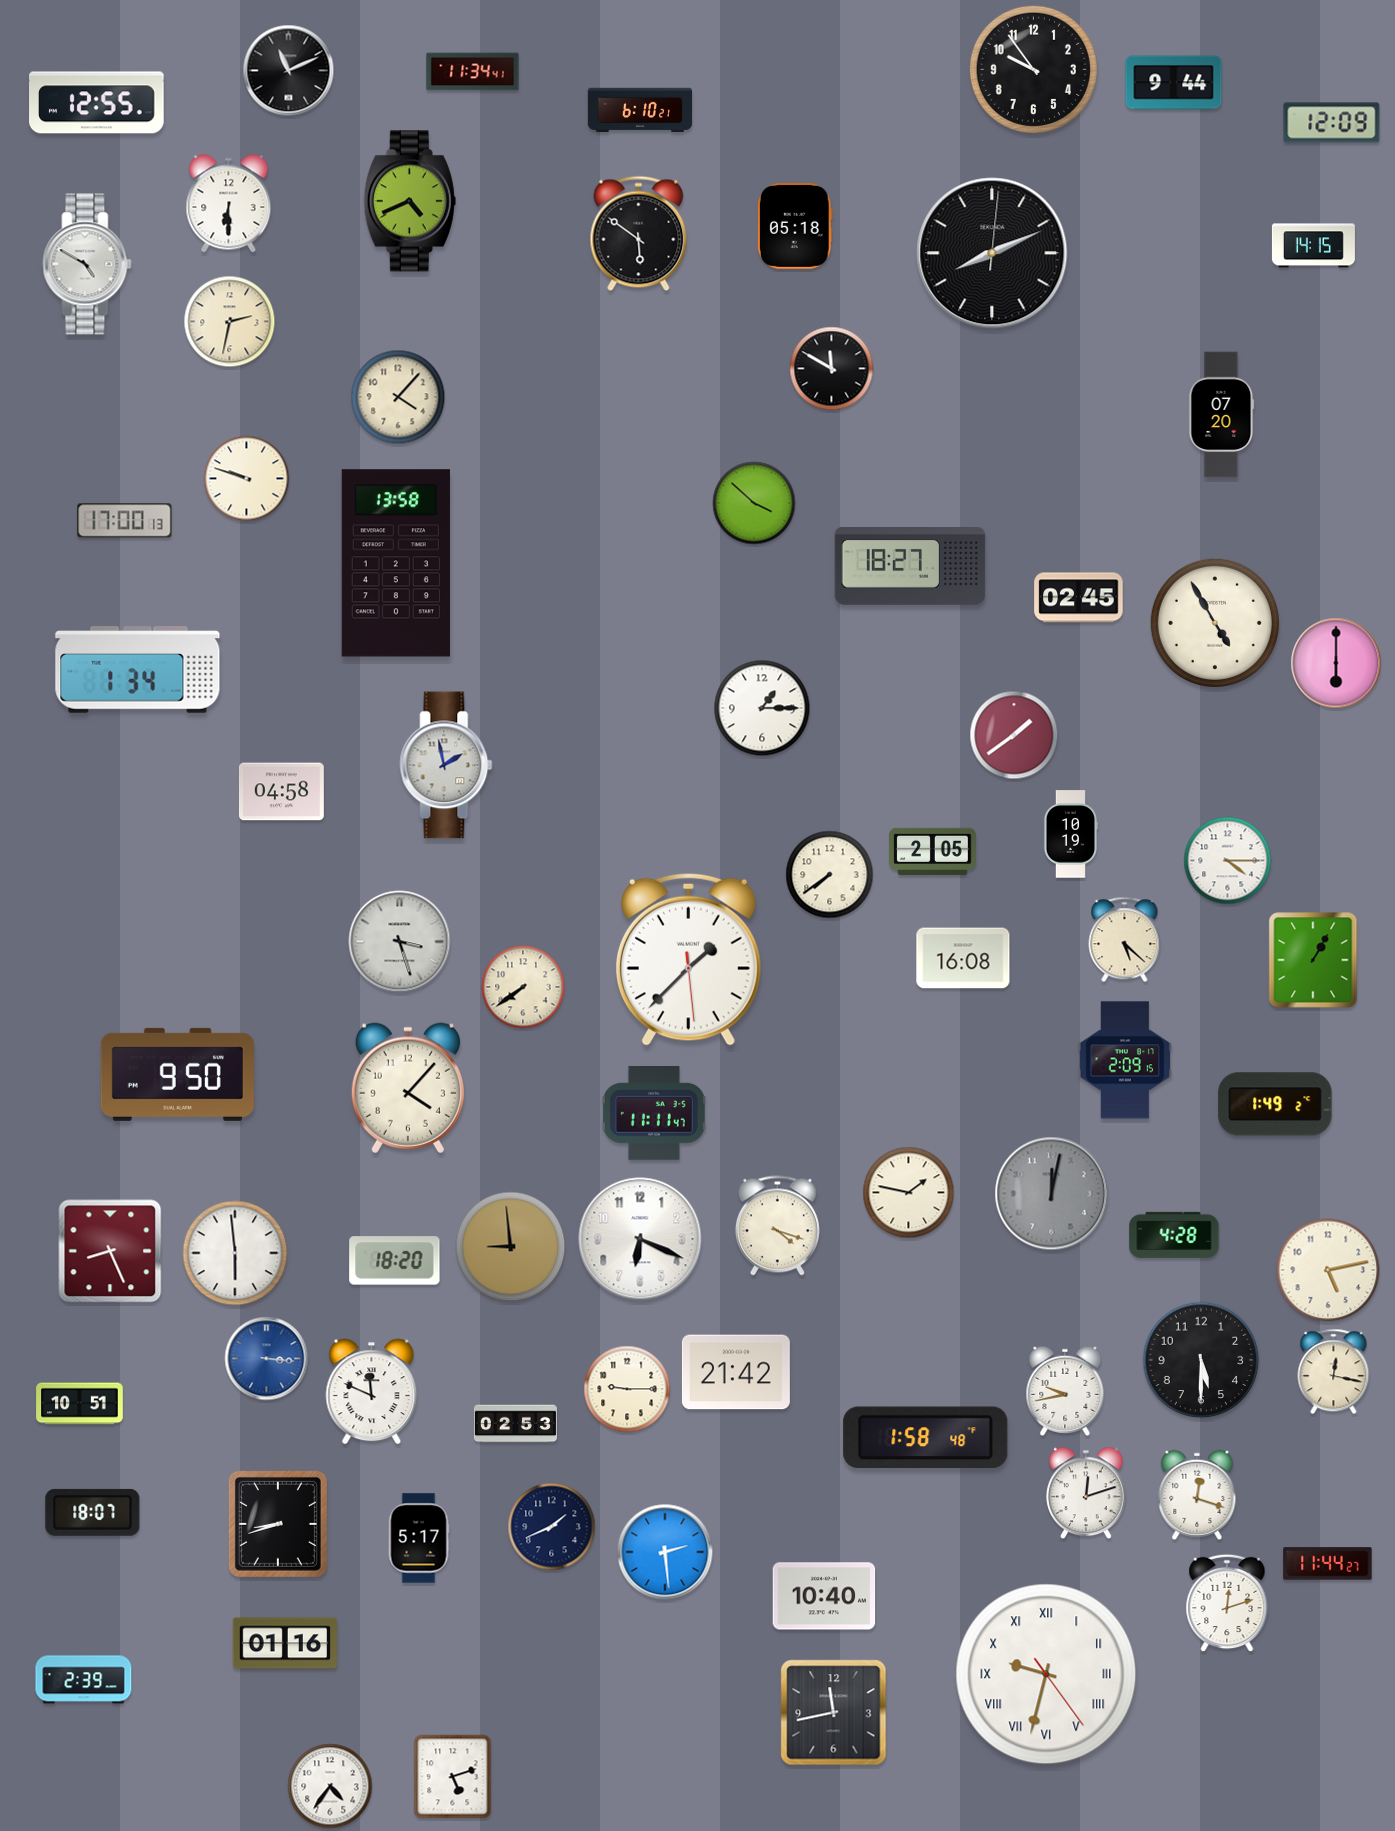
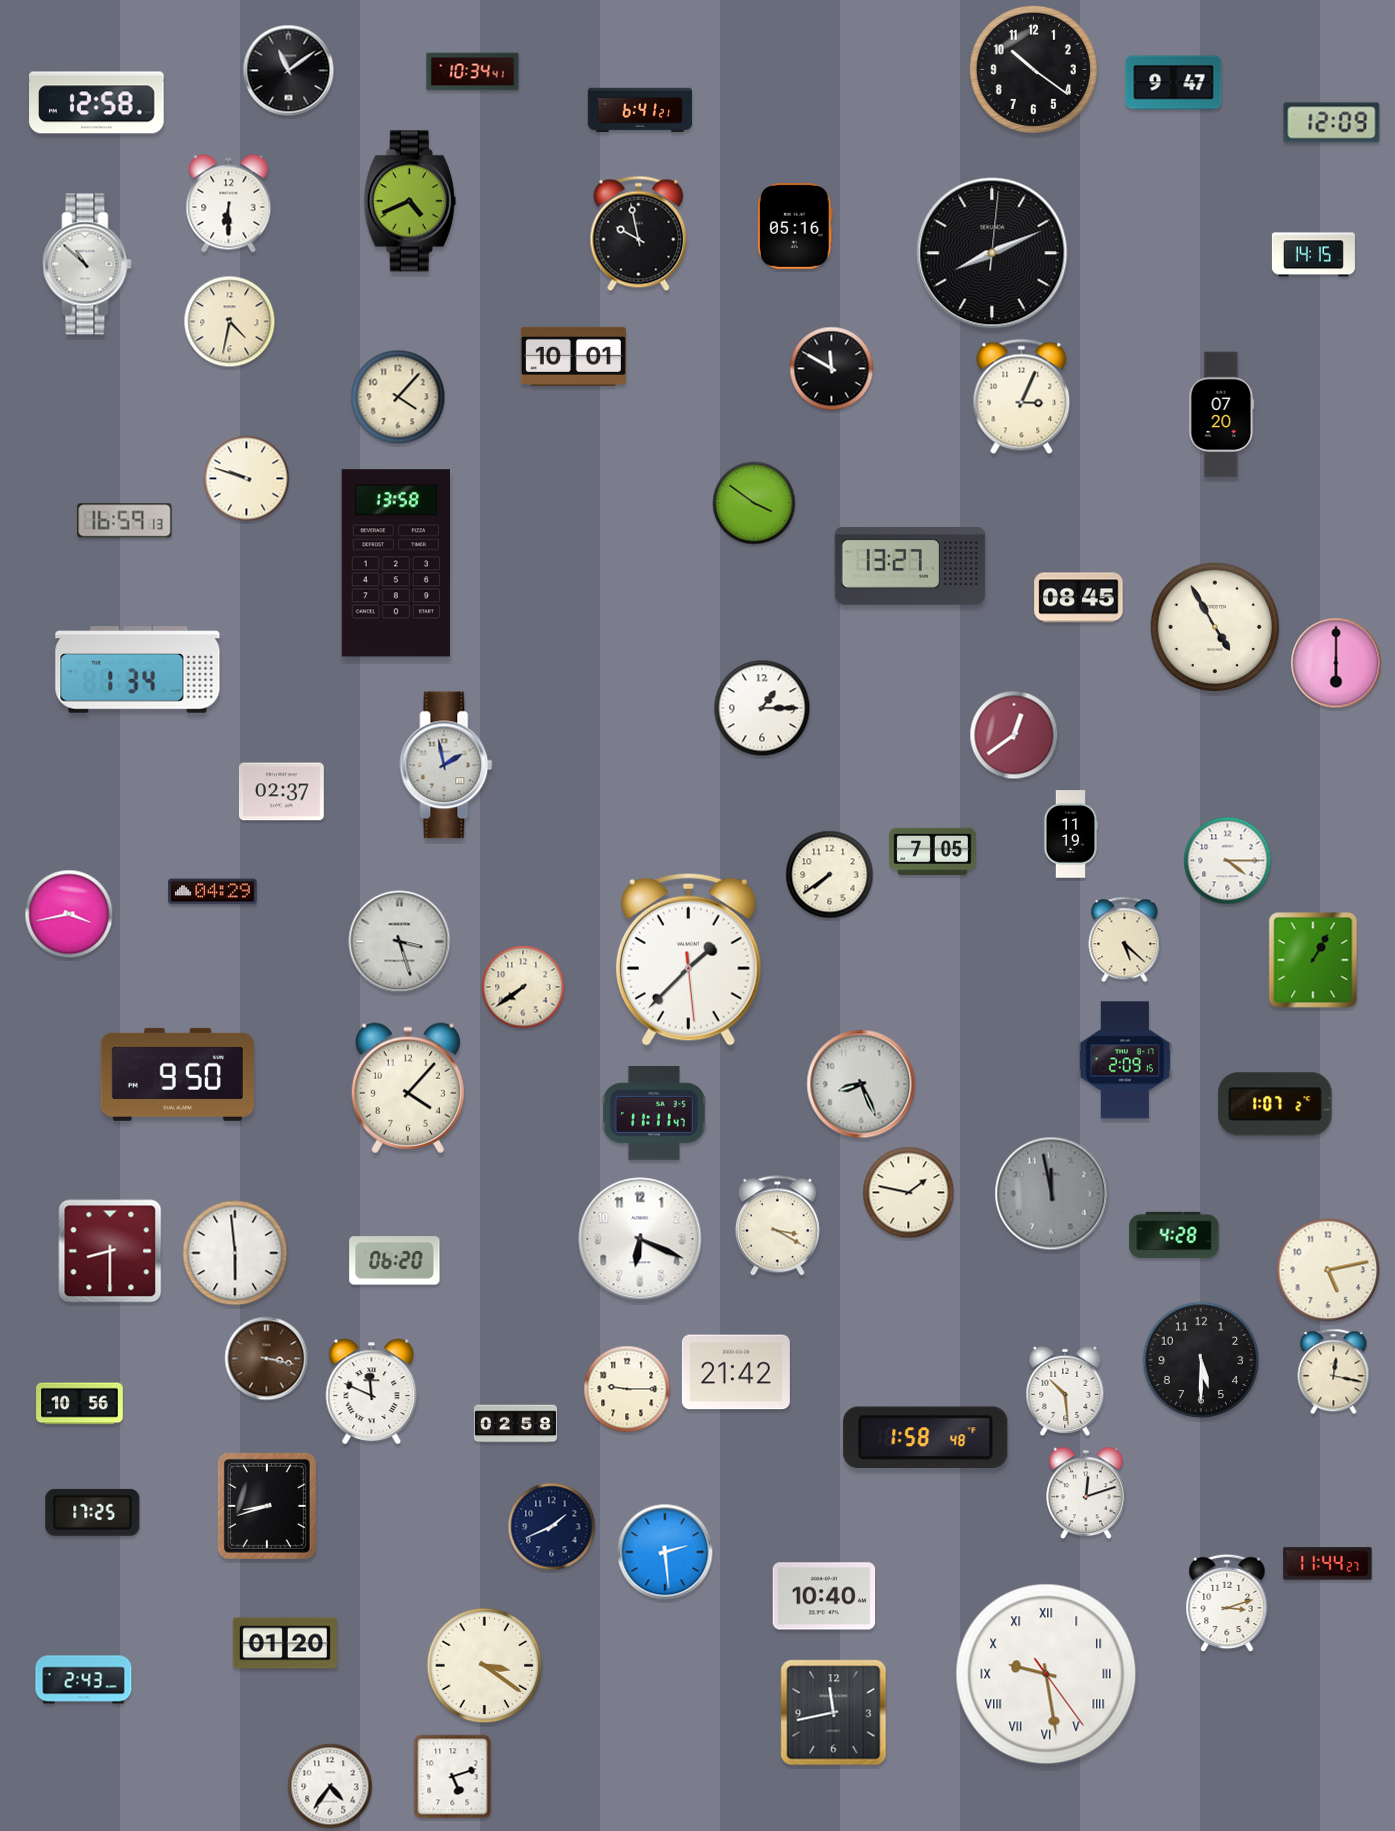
clock at (1033, 69): 9:54 -> 10:21
clock at (289, 71): 11:11 -> 11:09
clock at (473, 72): 11:34 -> 10:34
clock at (1174, 83): 9:44 -> 9:47
clock at (97, 103): 12:55 -> 12:58
clock at (640, 110): 6:10 -> 6:41
clock at (795, 227): 05:18 -> 05:16
clock at (639, 234): 5:51 -> 9:58
clock at (1313, 246) position: (1313, 246) -> (1313, 255)
clock at (87, 264): 4:50 -> 10:52
clock at (230, 322): 2:32 -> 4:32
clock at (573, 356): none -> 10:01
clock at (1022, 397): none -> 3:04
clock at (754, 503): 3:52 -> 3:51
clock at (125, 521): 17:00 -> 16:59
clock at (910, 567): 18:27 -> 13:27
clock at (1079, 598): 02:45 -> 08:45
clock at (1215, 623) position: (1215, 623) -> (1215, 627)
clock at (1014, 735): 1:39 -> 12:39
clock at (281, 792): 04:58 -> 02:37
clock at (1070, 834): 10:19 -> 11:19
clock at (933, 852): 2:05 -> 7:05
clock at (213, 892): none -> 04:29
clock at (69, 914): none -> 3:43
clock at (963, 958): 16:08 -> none
clock at (861, 1084): none -> 8:26
clock at (1275, 1104): 1:49 -> 1:07
clock at (1052, 1194): 12:02 -> 11:58
clock at (777, 1226): 4:18 -> 3:20
clock at (511, 1247): 8:59 -> none
clock at (110, 1251): 8:26 -> 8:30
clock at (395, 1261): 18:20 -> 06:20
clock at (267, 1359): 3:16 -> 3:17
clock at (267, 1359) dial: blue -> brown
clock at (1065, 1391): 9:43 -> 10:29
clock at (80, 1404): 10:51 -> 10:56
clock at (515, 1424): 02:53 -> 02:58
clock at (1197, 1495): 12:18 -> none
clock at (93, 1512): 18:07 -> 17:25
clock at (278, 1524) position: (278, 1524) -> (267, 1506)
clock at (419, 1538): 5:17 -> none
clock at (1227, 1603): 12:12 -> 3:12
clock at (284, 1643): 01:16 -> 01:20
clock at (485, 1666): none -> 3:21
clock at (1046, 1674): 9:32 -> 9:28
clock at (84, 1680): 2:39 -> 2:43
